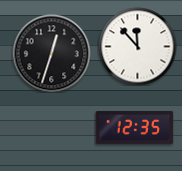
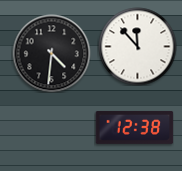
clock at (51, 53): 12:33 -> 4:31
clock at (134, 127): 12:35 -> 12:38
